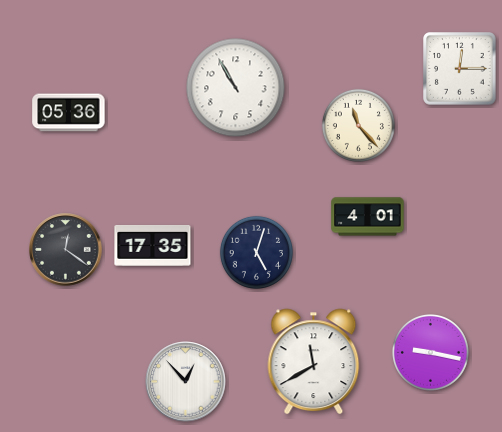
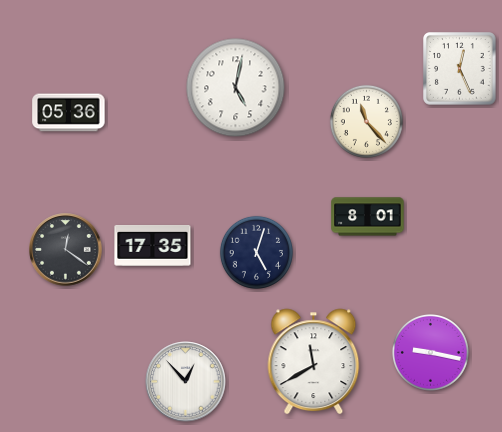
clock at (460, 69): 12:15 -> 12:26
clock at (236, 88): 10:55 -> 5:02
clock at (358, 125) position: (358, 125) -> (366, 121)
clock at (368, 217): 4:01 -> 8:01
